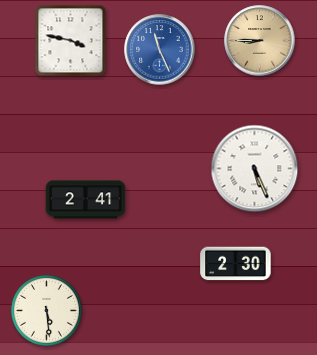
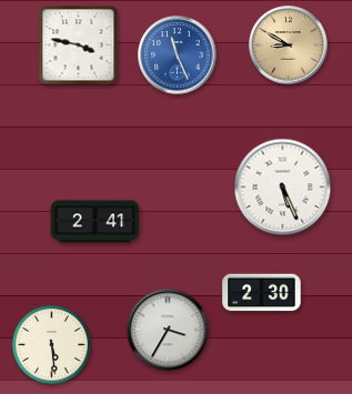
clock at (260, 41): 8:45 -> 8:50
clock at (168, 330): none -> 3:35
